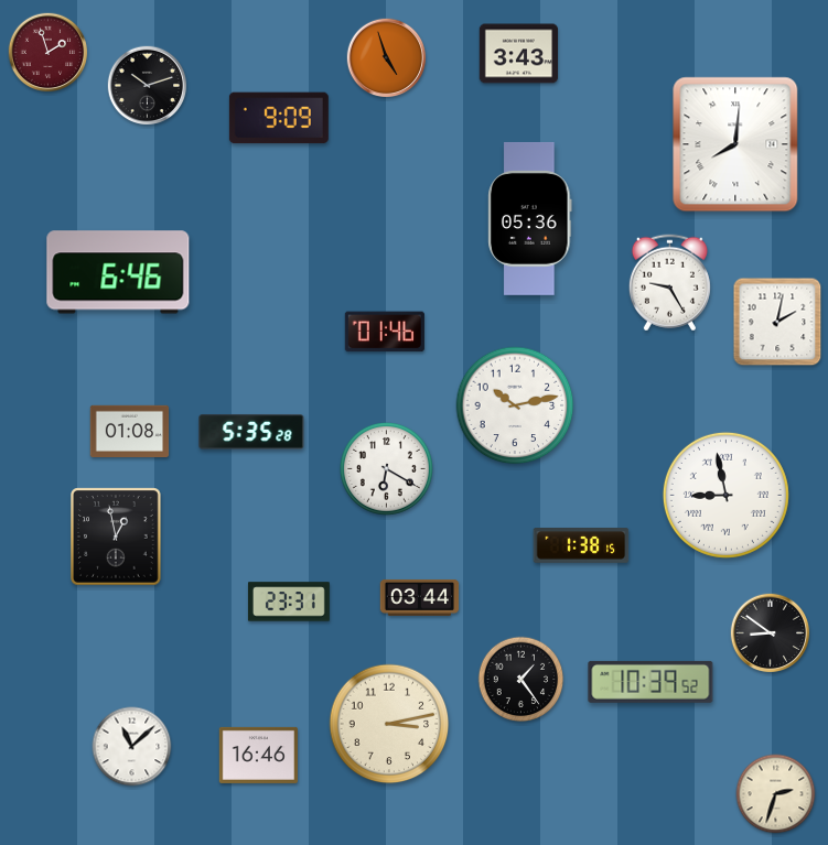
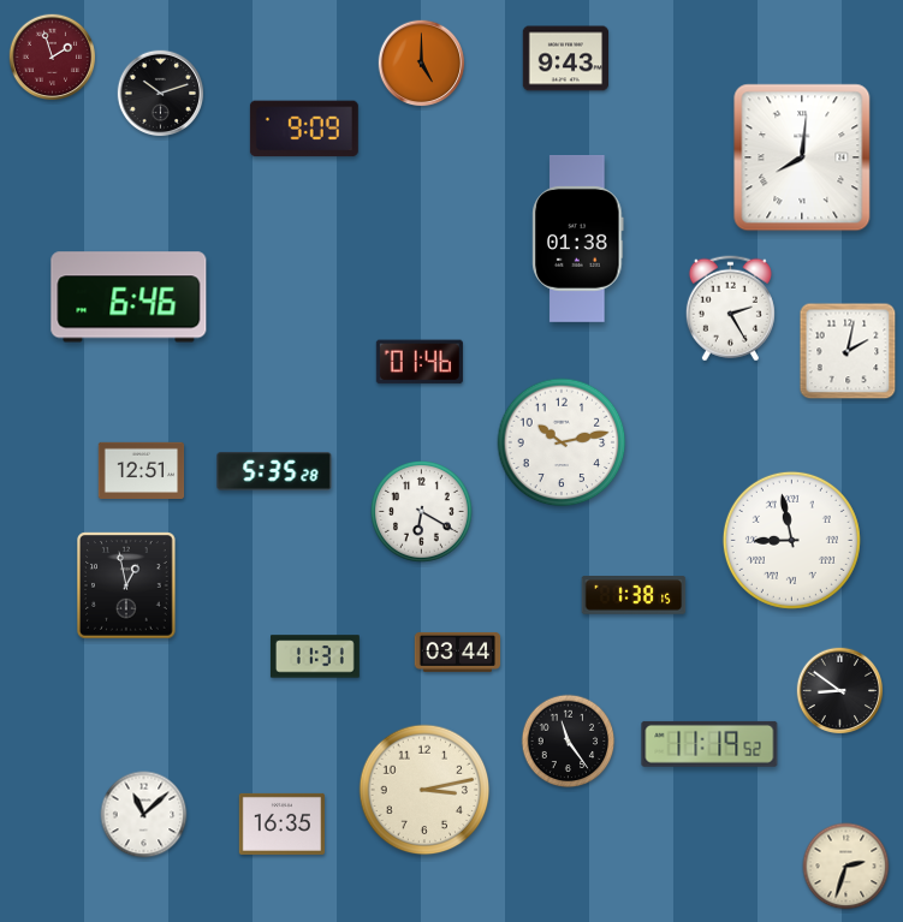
clock at (519, 54): 3:43 -> 9:43
clock at (387, 58): 4:57 -> 5:00
clock at (530, 218): 05:36 -> 01:38
clock at (669, 283): 9:25 -> 2:25
clock at (130, 431): 01:08 -> 12:51
clock at (289, 602): 23:31 -> 11:31
clock at (521, 680): 1:24 -> 11:24
clock at (650, 682): 10:39 -> 11:19
clock at (258, 755): 16:46 -> 16:35
